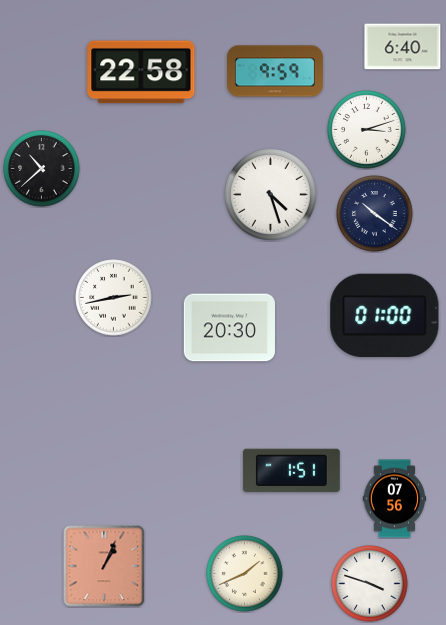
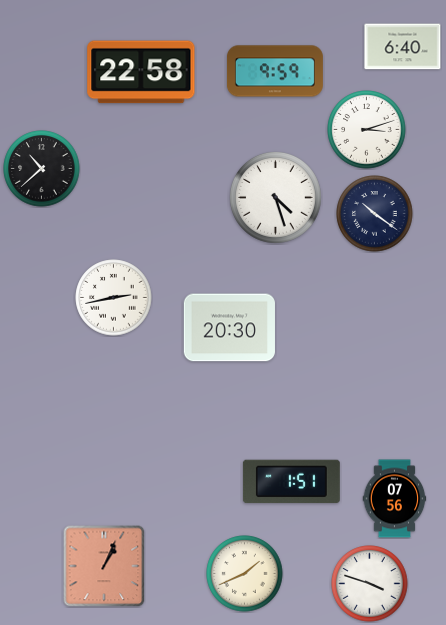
clock at (270, 194) position: (270, 194) -> (275, 197)
clock at (385, 315): 01:00 -> none
clock at (291, 471) position: (291, 471) -> (291, 482)
